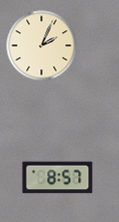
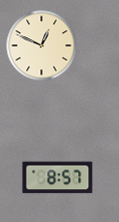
clock at (42, 46): 2:04 -> 12:49
